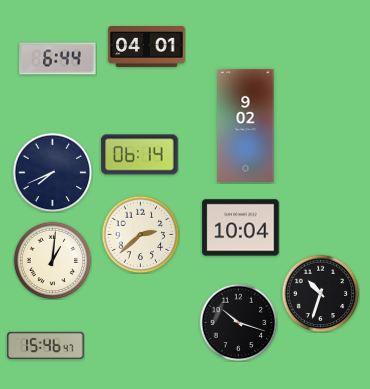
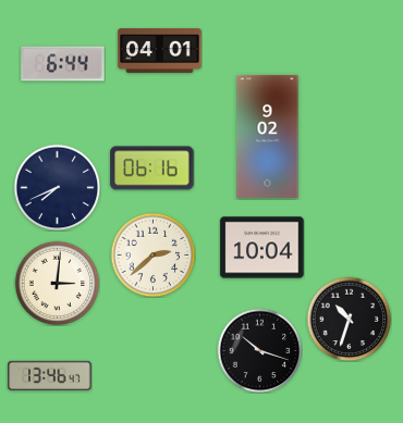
clock at (140, 155): 06:14 -> 06:16
clock at (52, 260): 1:01 -> 3:01
clock at (46, 345): 15:46 -> 13:46
